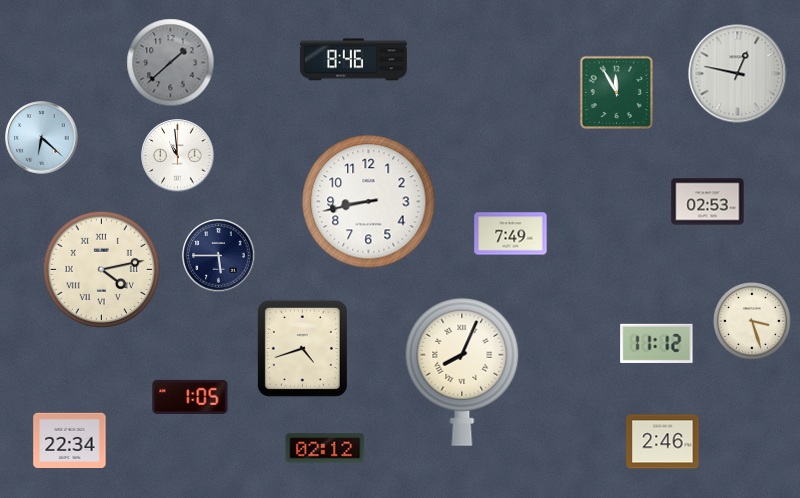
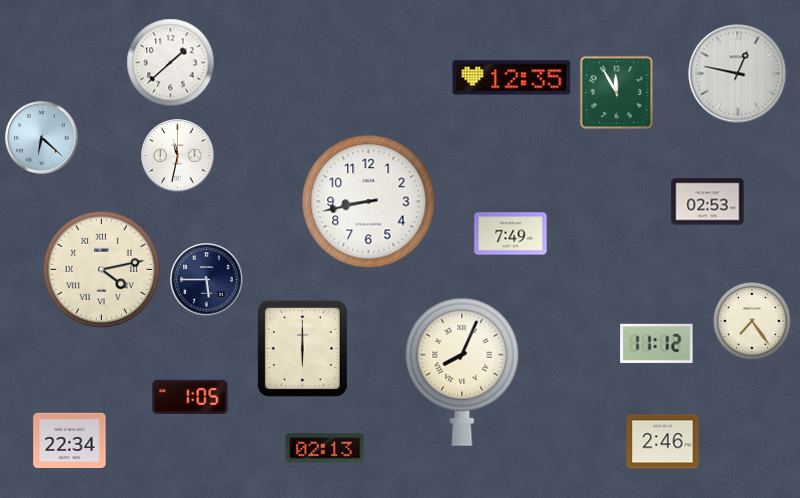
clock at (353, 60): 8:46 -> none
clock at (171, 63) dial: grey -> white
clock at (512, 78): none -> 12:35
clock at (178, 156): 10:59 -> 11:32
clock at (219, 256) position: (219, 256) -> (207, 280)
clock at (752, 321): 3:27 -> 7:24
clock at (302, 348): 4:42 -> 6:00
clock at (325, 448): 02:12 -> 02:13
